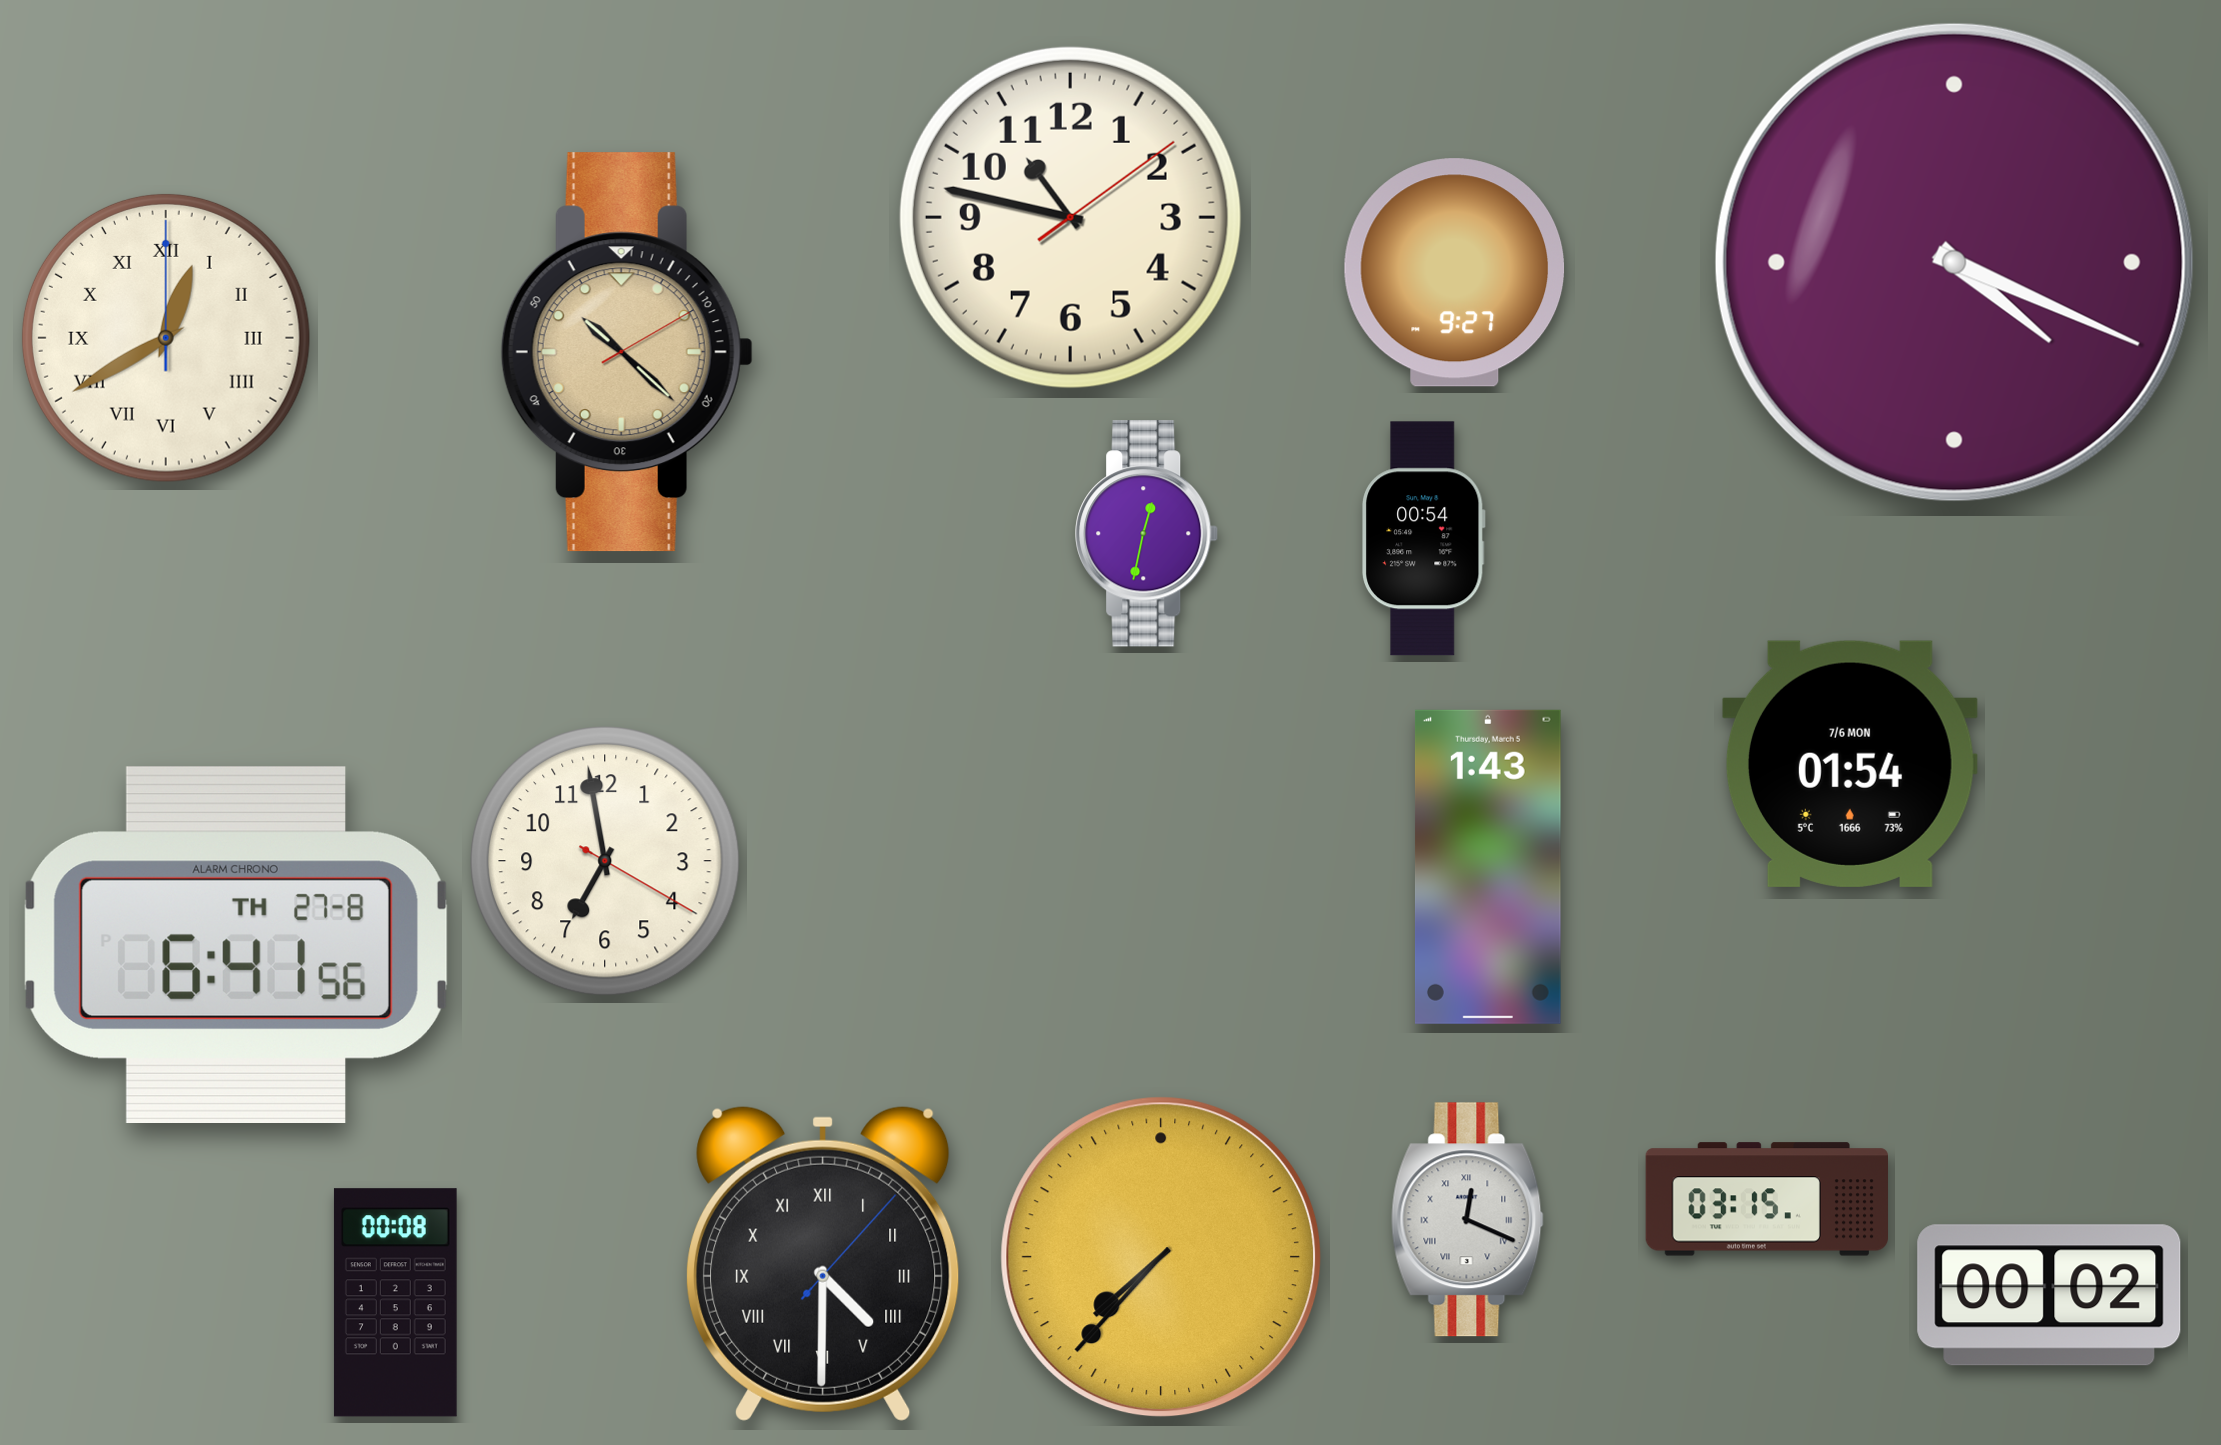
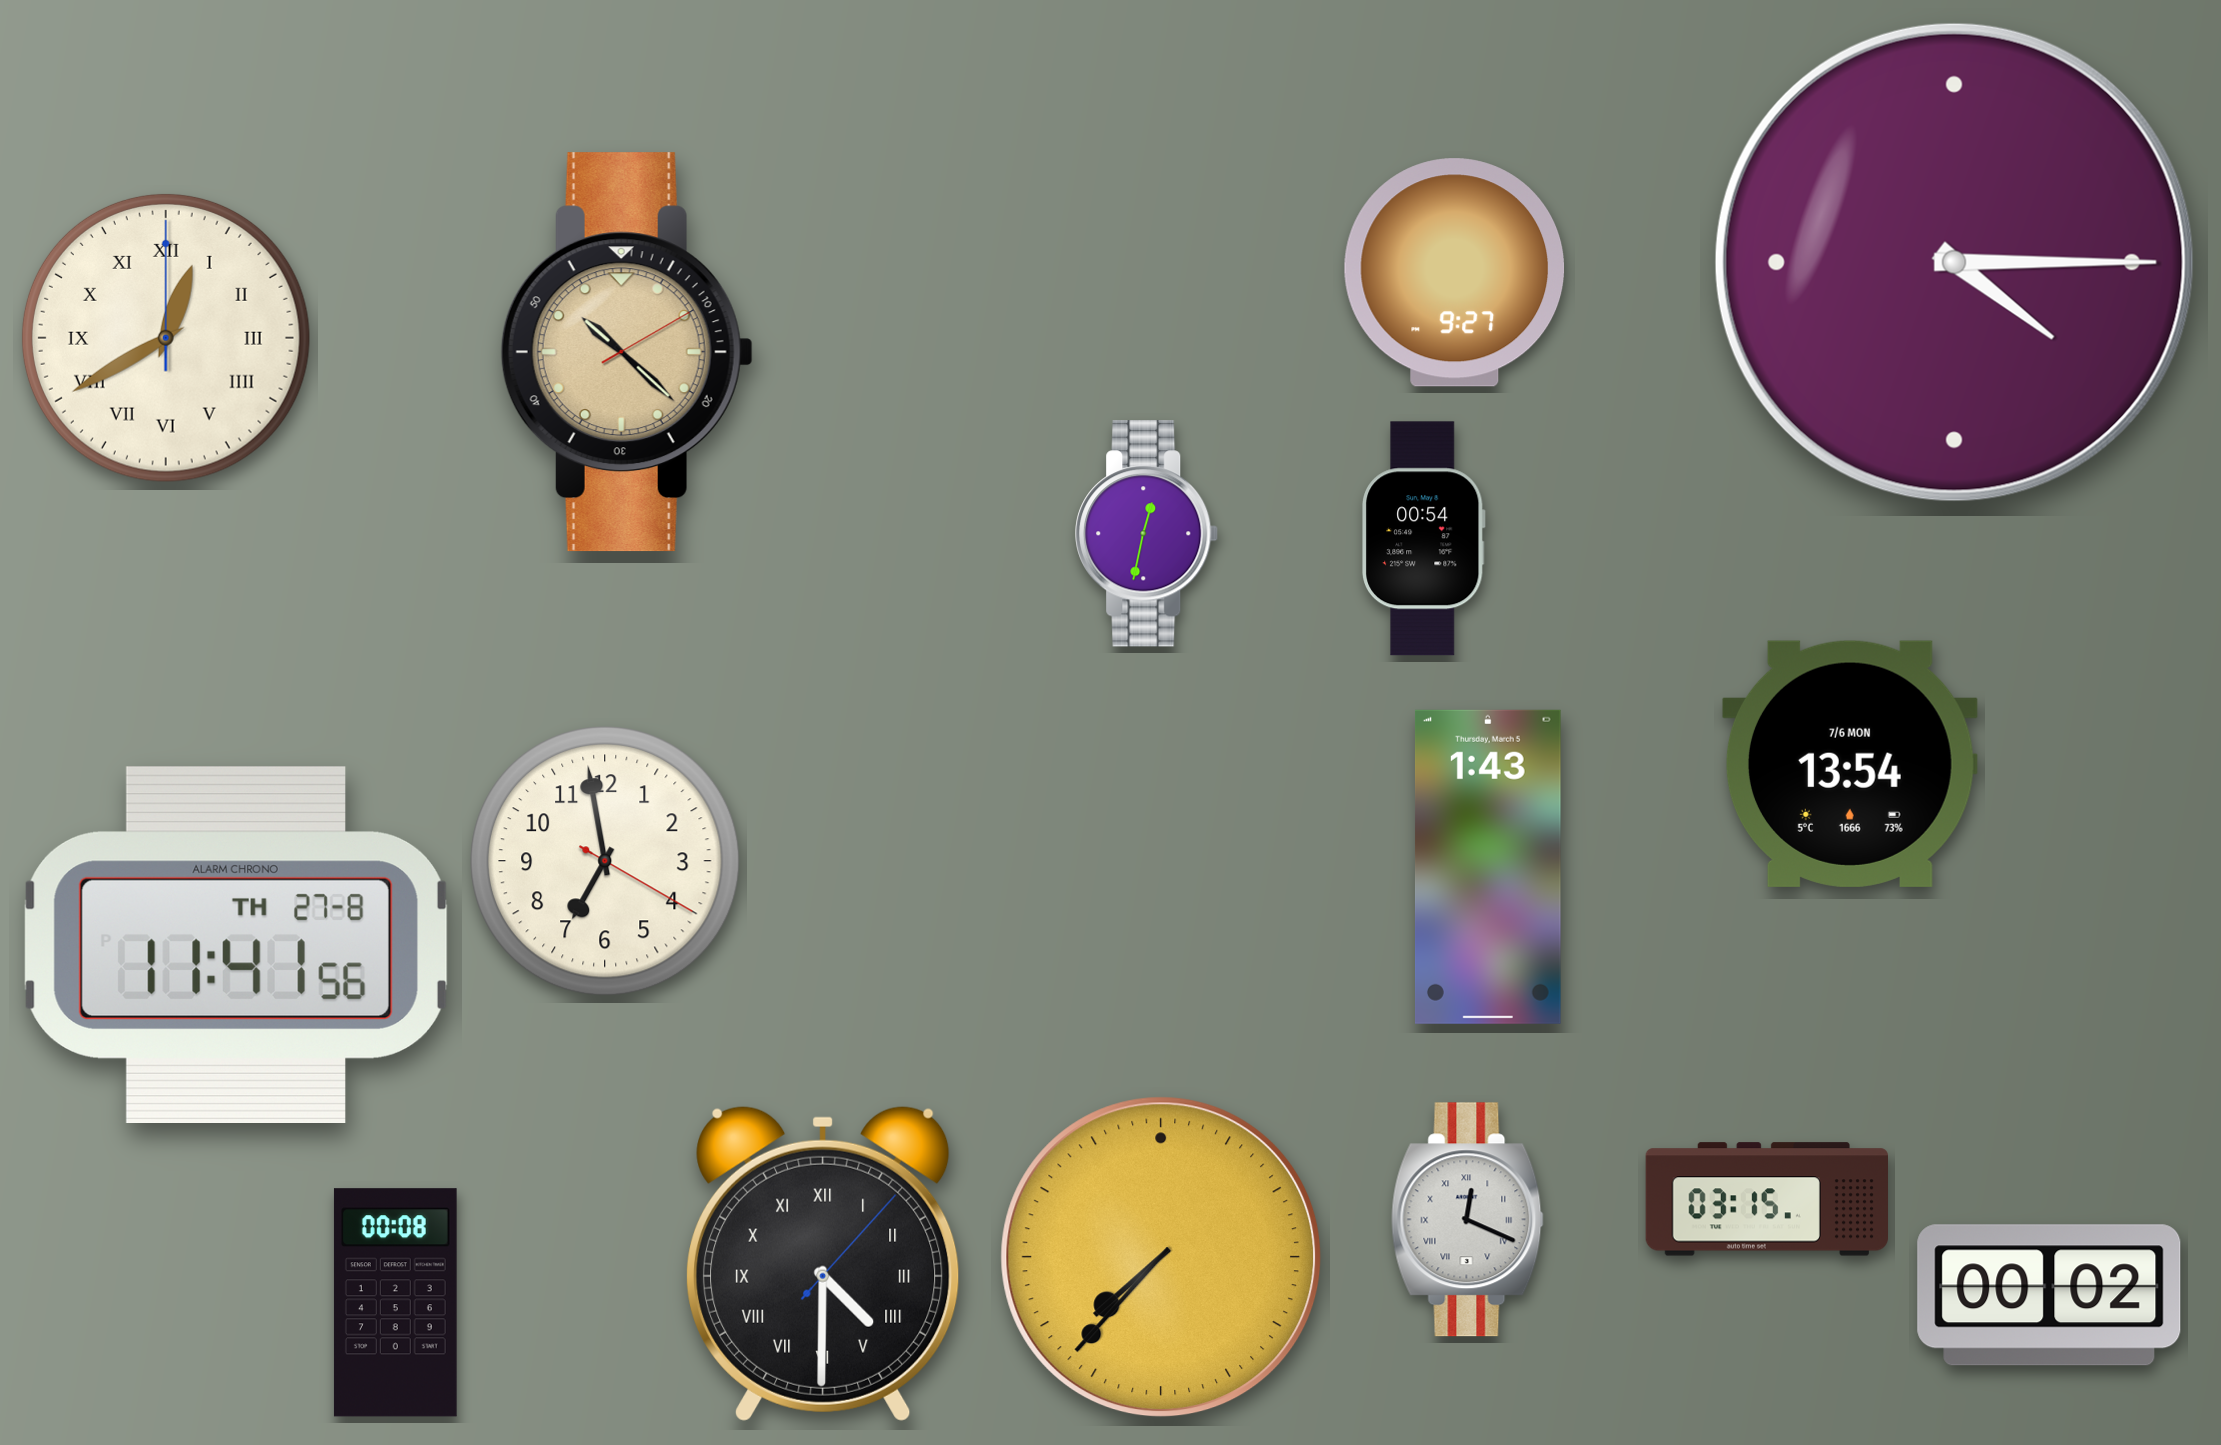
clock at (1070, 217): 10:47 -> none
clock at (1954, 262): 4:19 -> 4:15
clock at (1850, 764): 01:54 -> 13:54
clock at (236, 944): 6:41 -> 11:41
